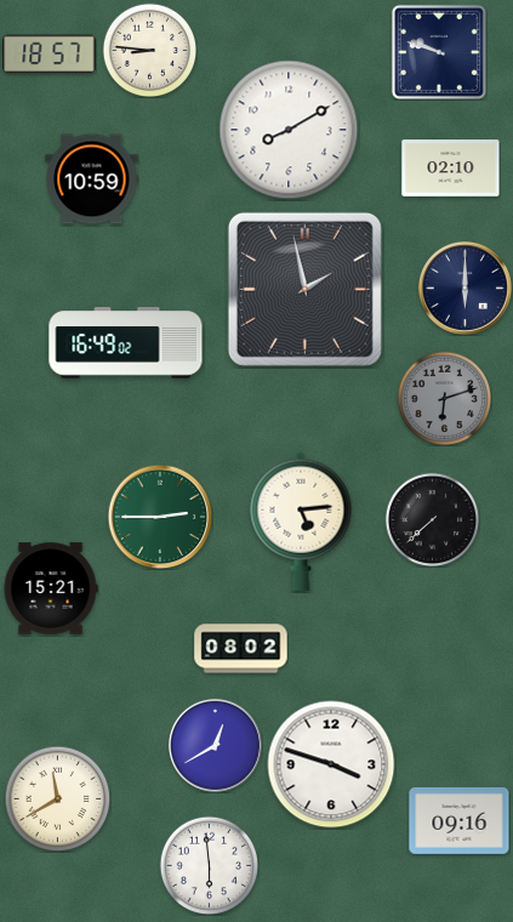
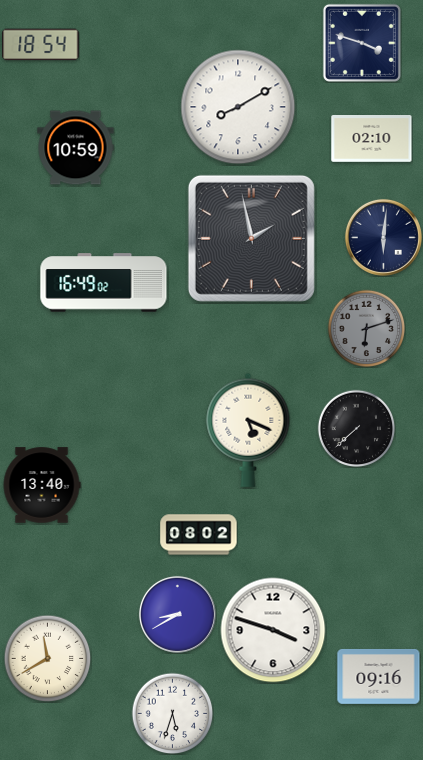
clock at (149, 50): 8:46 -> none
clock at (439, 52): 9:48 -> 3:48
clock at (50, 55): 18:57 -> 18:54
clock at (464, 288): 6:00 -> 6:01
clock at (160, 517): 2:45 -> none
clock at (301, 522): 5:14 -> 5:19
clock at (51, 588): 15:21 -> 13:40
clock at (215, 745): 12:40 -> 8:40
clock at (209, 865): 5:59 -> 5:33
